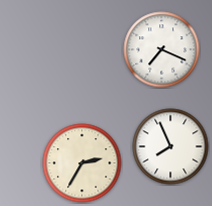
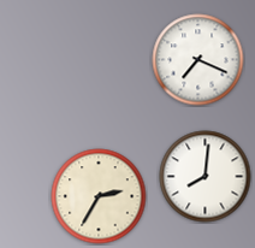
clock at (162, 50) position: (162, 50) -> (198, 60)
clock at (171, 147): 7:56 -> 8:01
